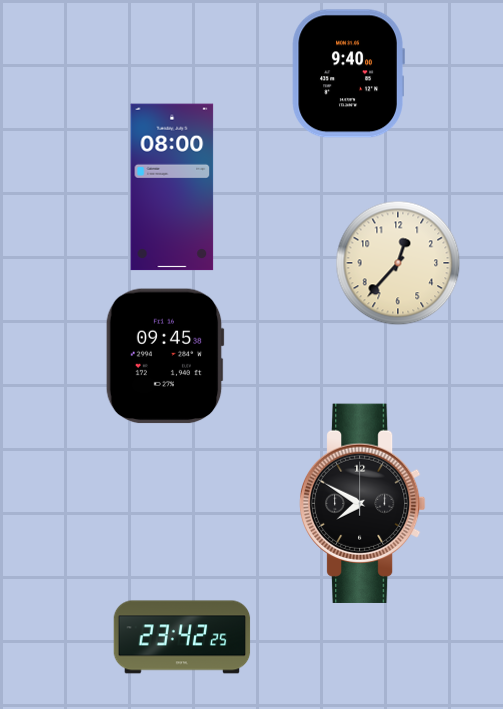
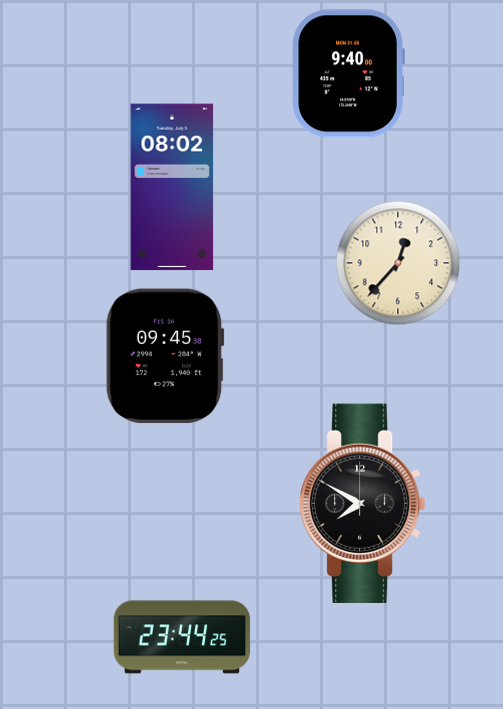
clock at (172, 187): 08:00 -> 08:02
clock at (182, 637): 23:42 -> 23:44
